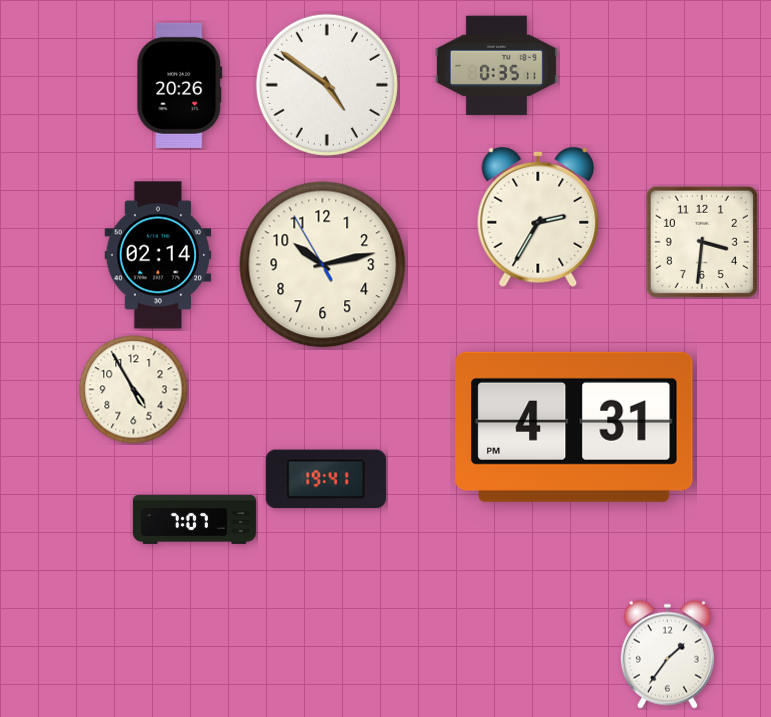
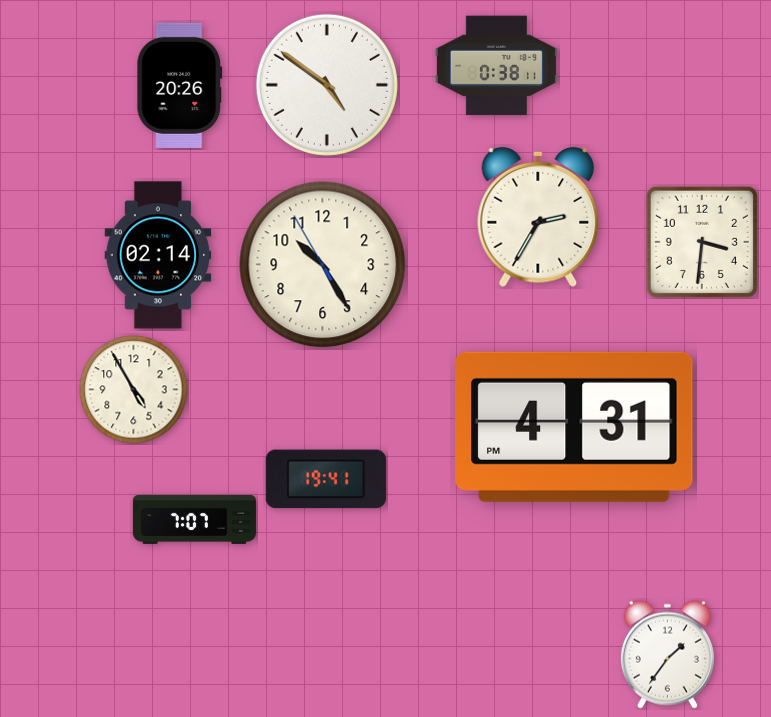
clock at (496, 66): 0:35 -> 0:38
clock at (323, 265): 10:12 -> 10:24
